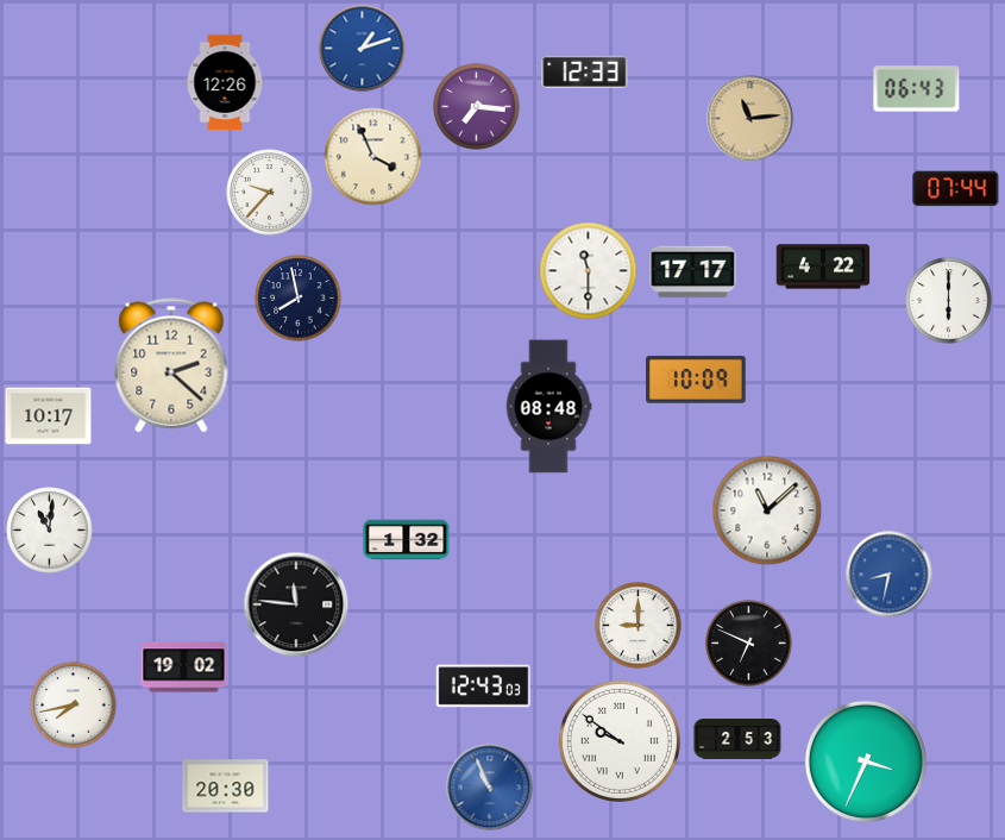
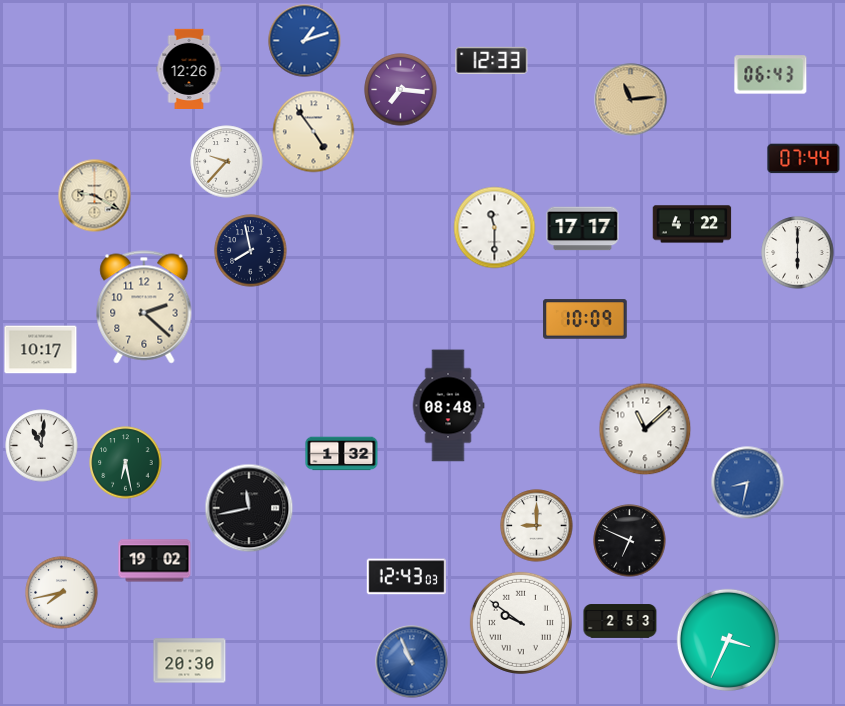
clock at (373, 157): 3:56 -> 4:54
clock at (95, 196): none -> 9:20
clock at (548, 407) position: (548, 407) -> (448, 406)
clock at (126, 463): none -> 6:28
clock at (296, 604): 11:46 -> 11:43
